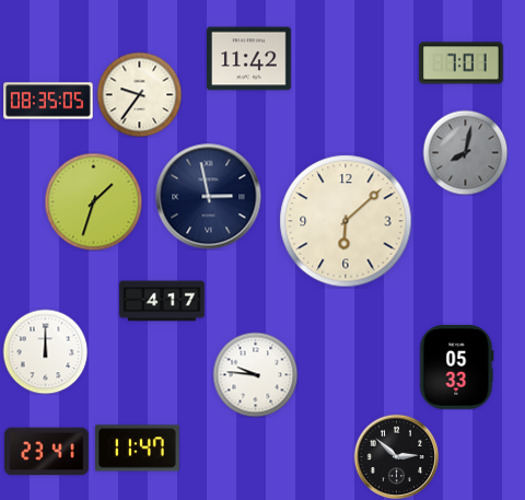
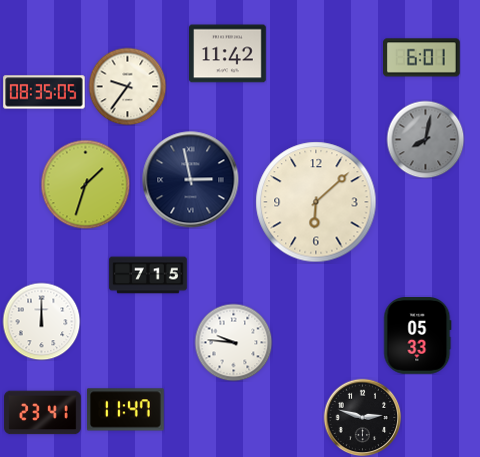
clock at (462, 63): 7:01 -> 6:01
clock at (162, 301): 4:17 -> 7:15
clock at (396, 456): 2:52 -> 2:48
